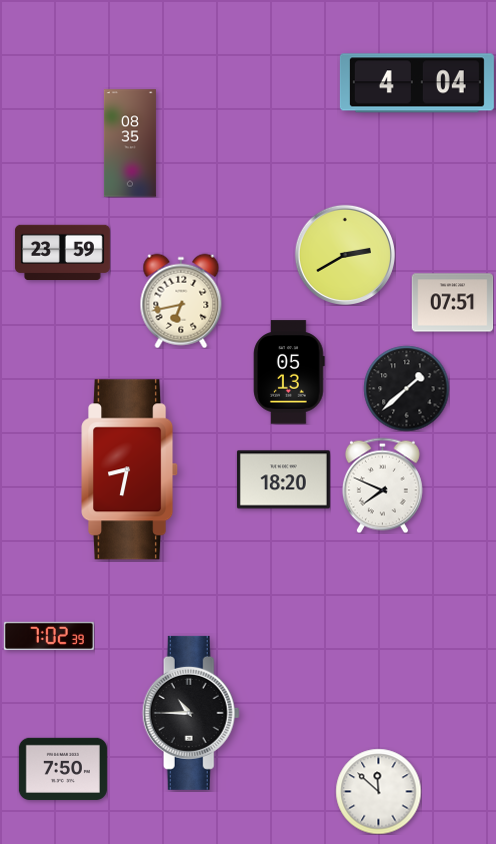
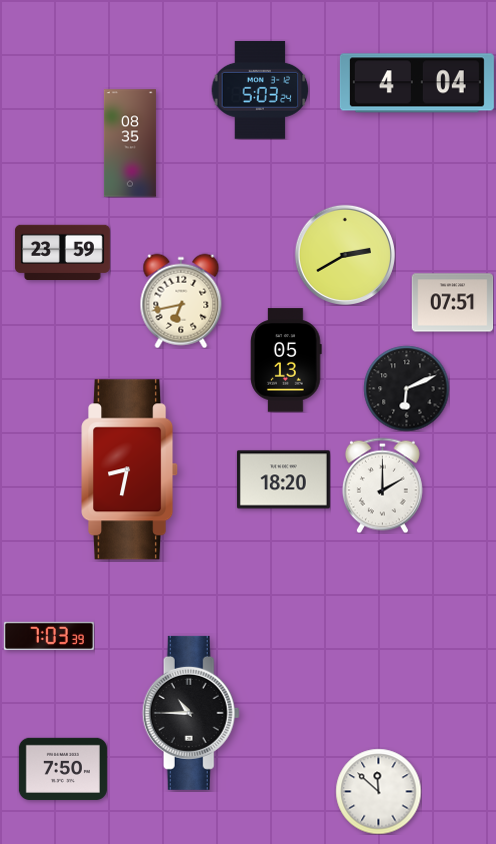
clock at (260, 90): none -> 5:03
clock at (289, 372) position: (289, 372) -> (286, 360)
clock at (406, 388): 1:38 -> 6:11
clock at (382, 485): 7:49 -> 2:00
clock at (49, 636): 7:02 -> 7:03
